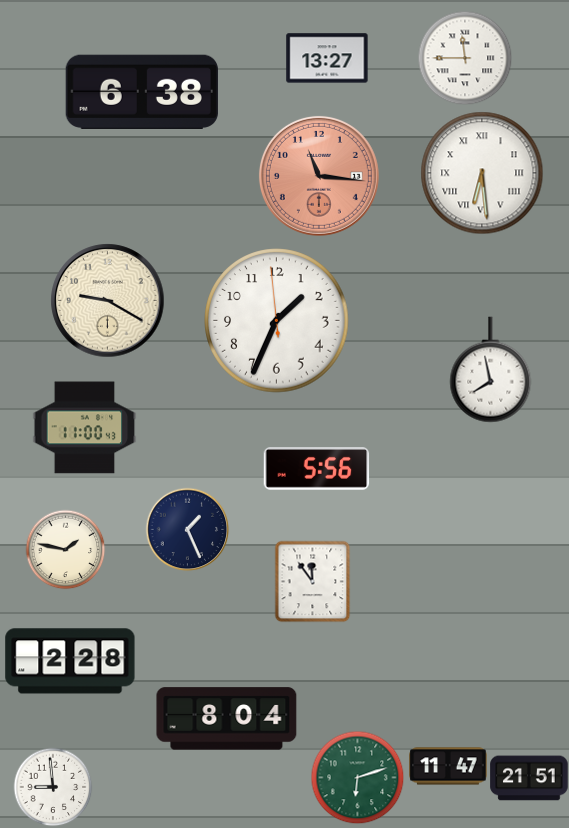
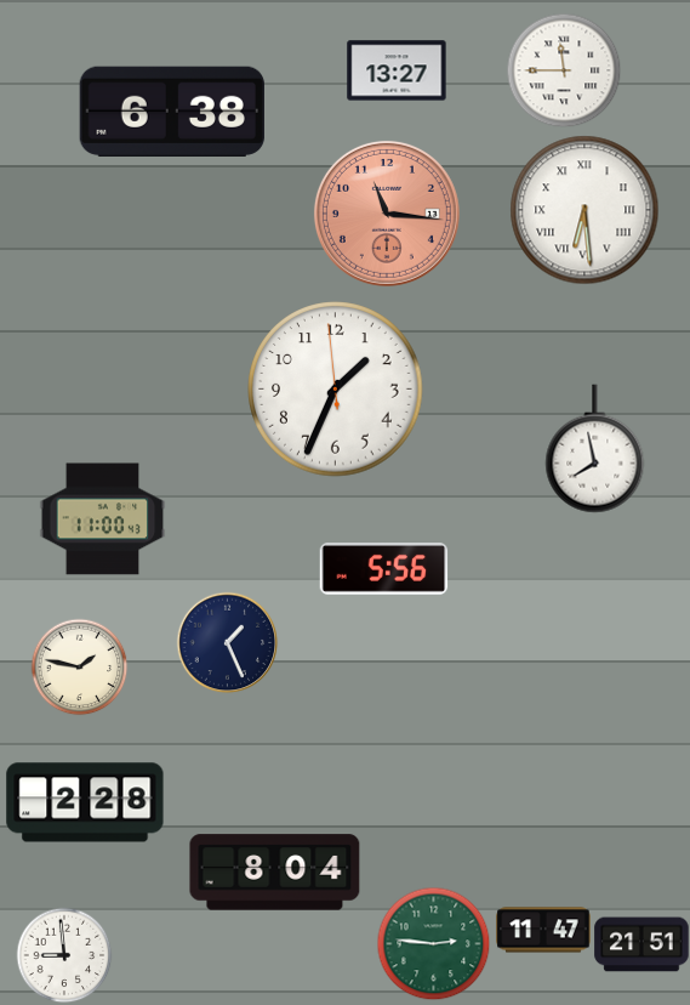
clock at (108, 301): 9:20 -> none
clock at (313, 581): 11:54 -> none
clock at (357, 777): 6:12 -> 2:46
